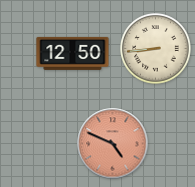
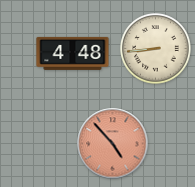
clock at (73, 53): 12:50 -> 4:48
clock at (113, 144): 4:49 -> 4:53
